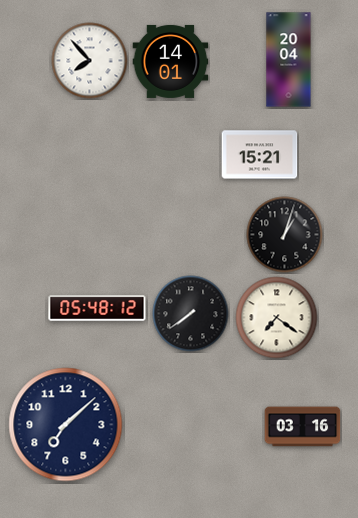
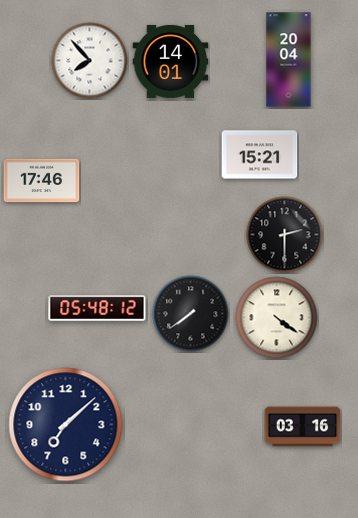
clock at (42, 181): none -> 17:46
clock at (285, 235): 1:03 -> 2:30
clock at (277, 318): 7:21 -> 4:21
